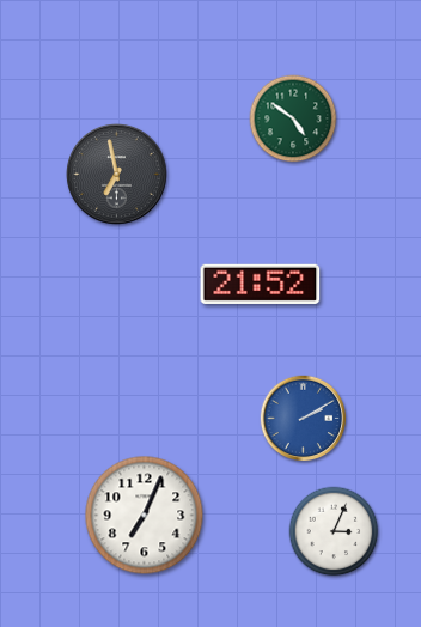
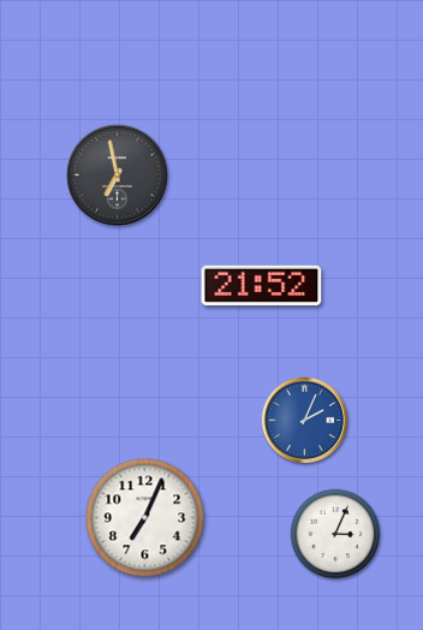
clock at (293, 118): 4:51 -> none
clock at (304, 419): 2:10 -> 2:04
